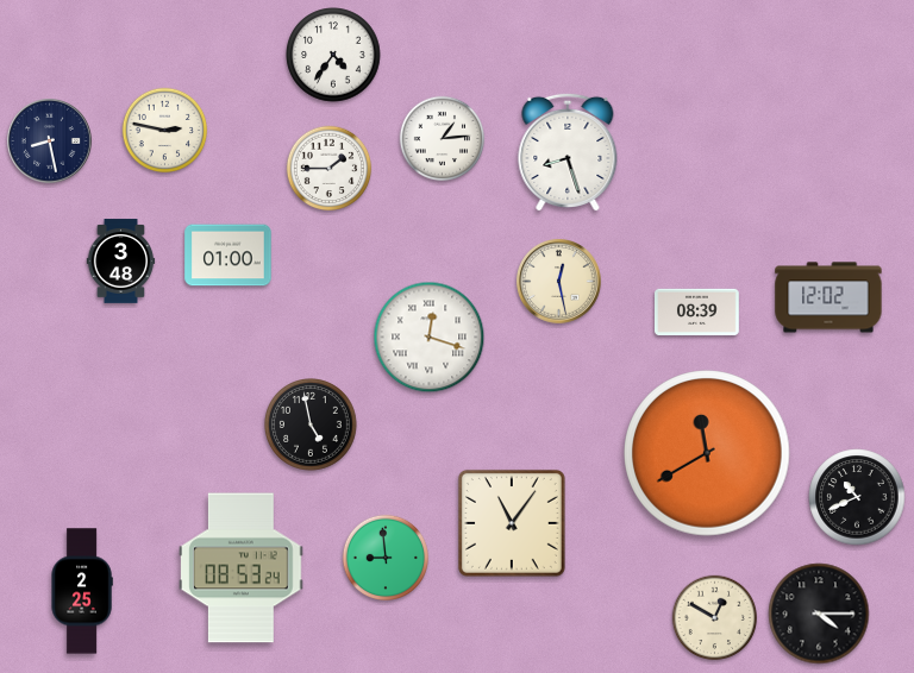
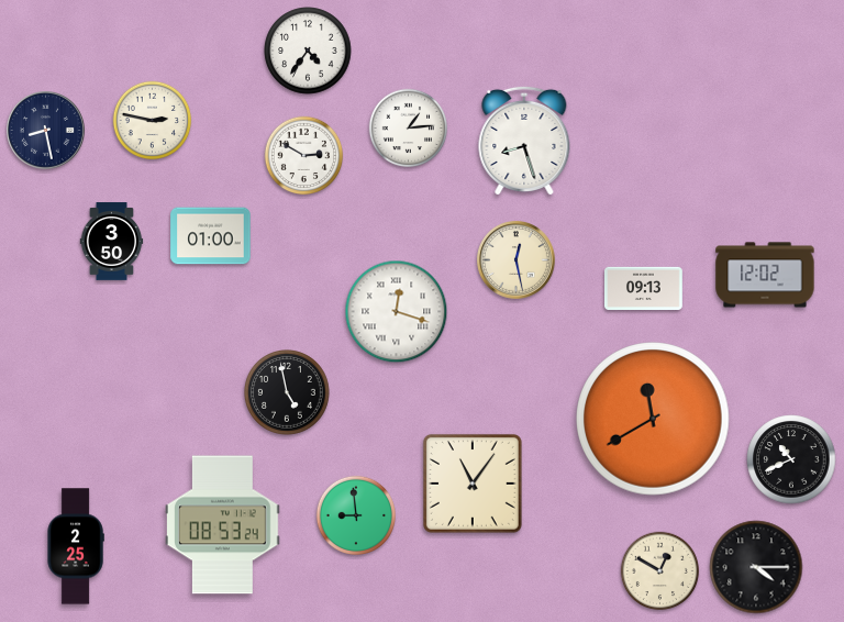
clock at (330, 169): 1:45 -> 2:50
clock at (121, 262): 3:48 -> 3:50
clock at (697, 313): 08:39 -> 09:13
